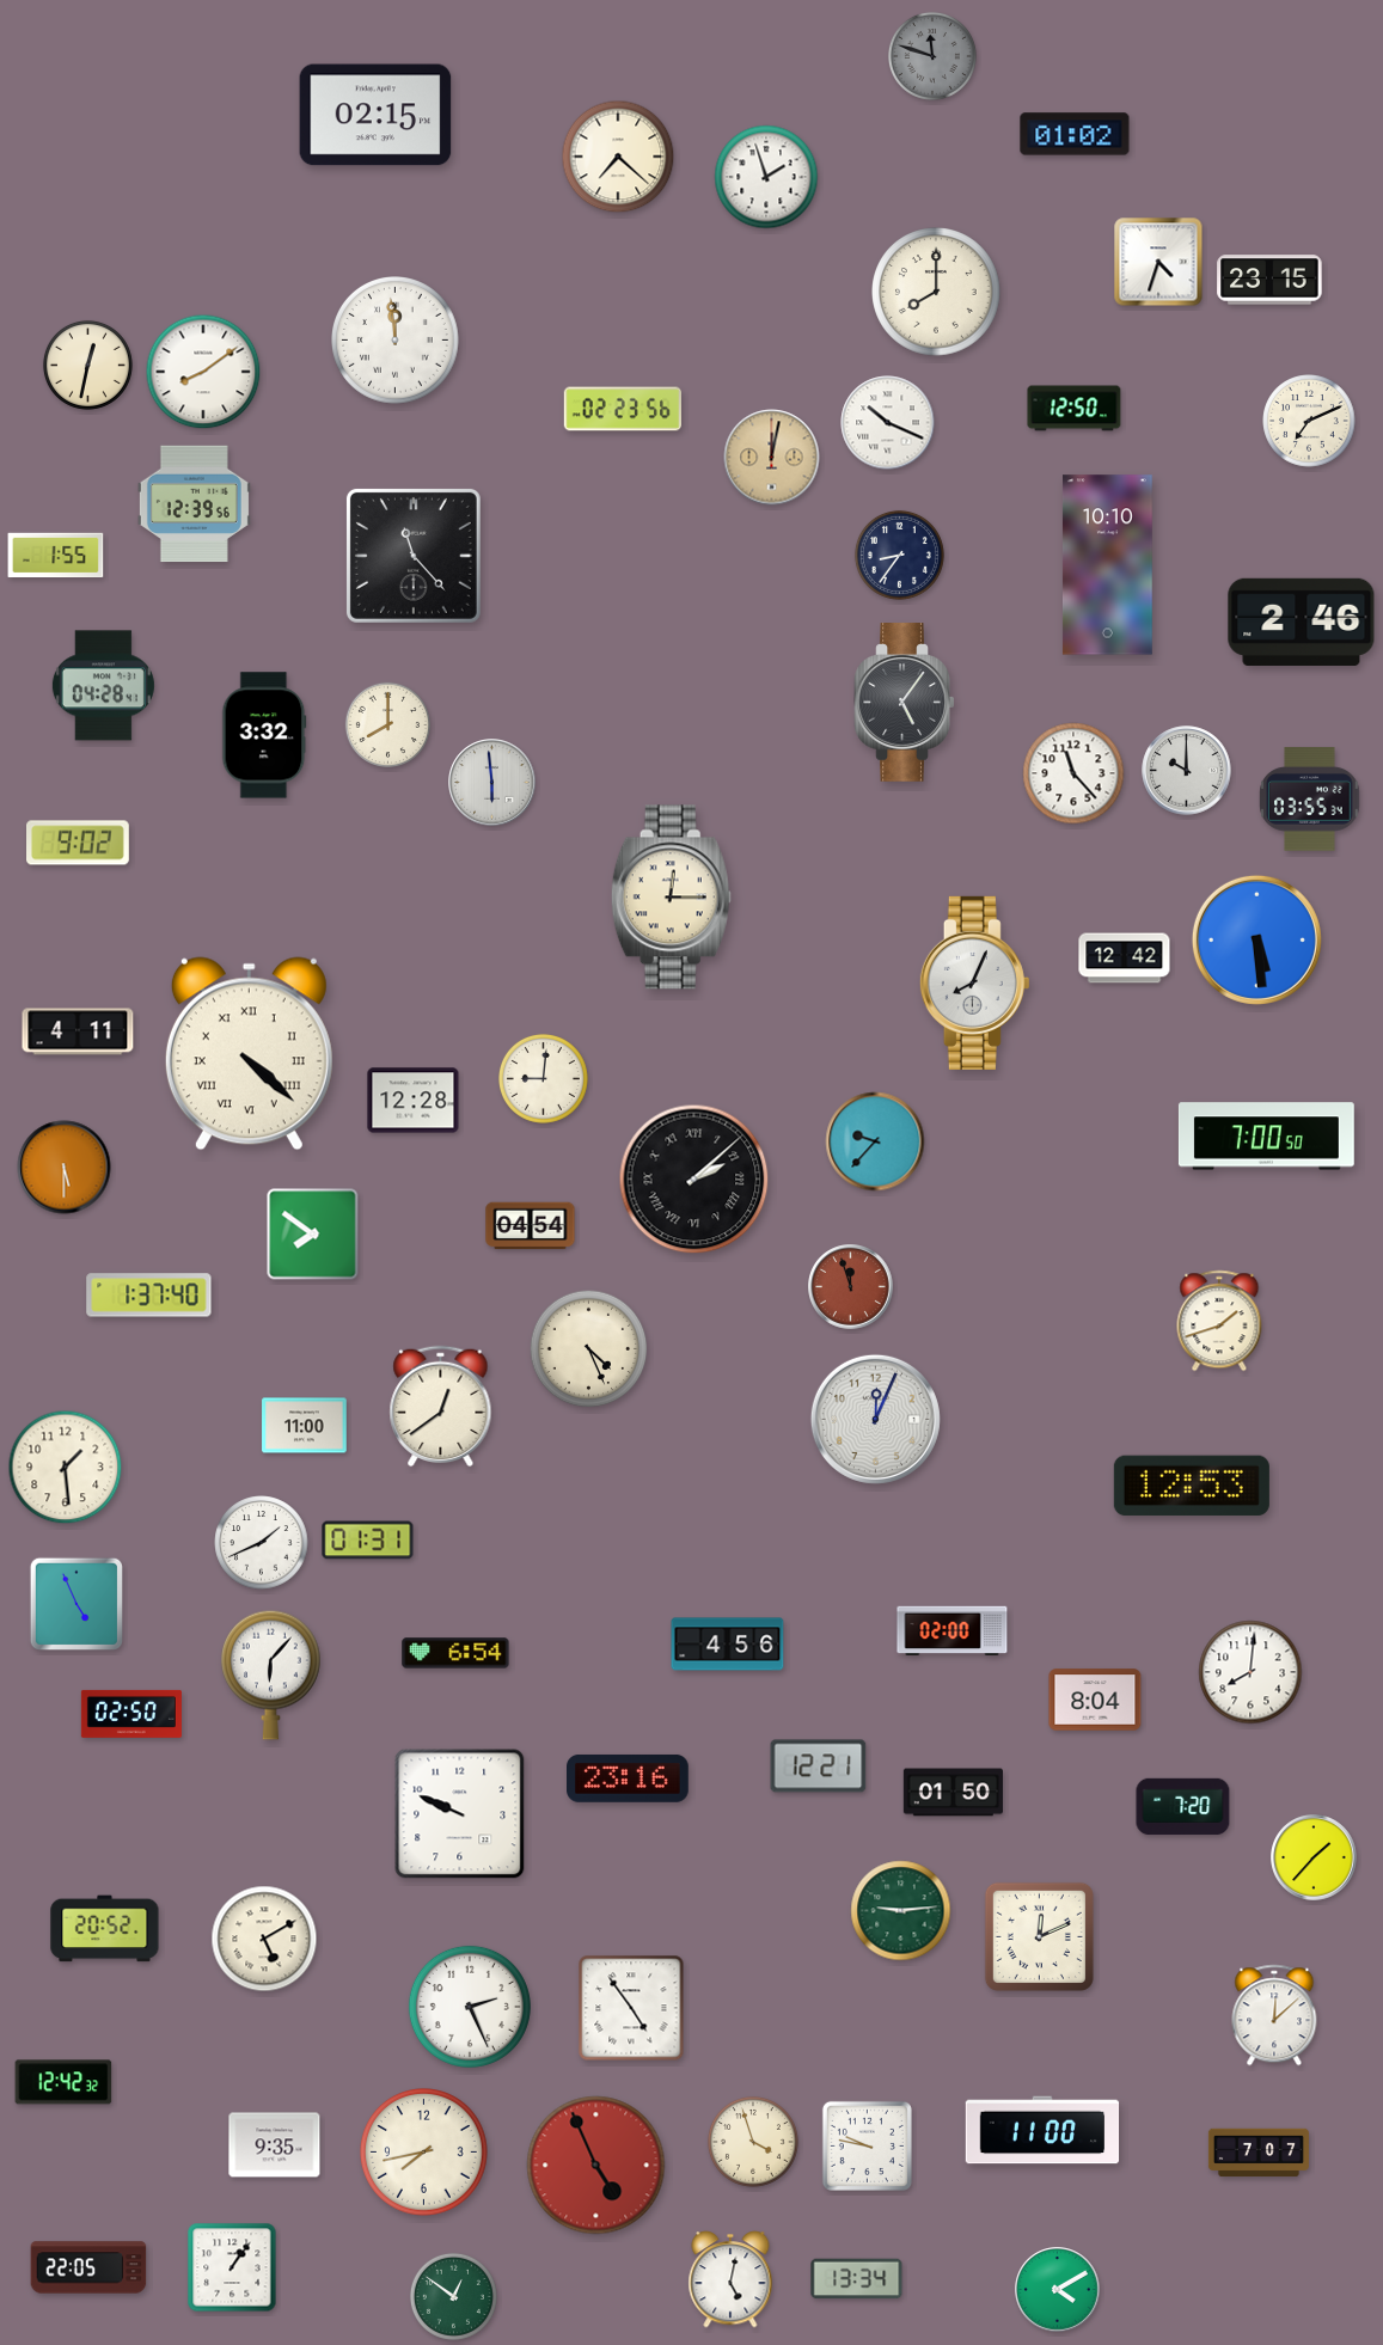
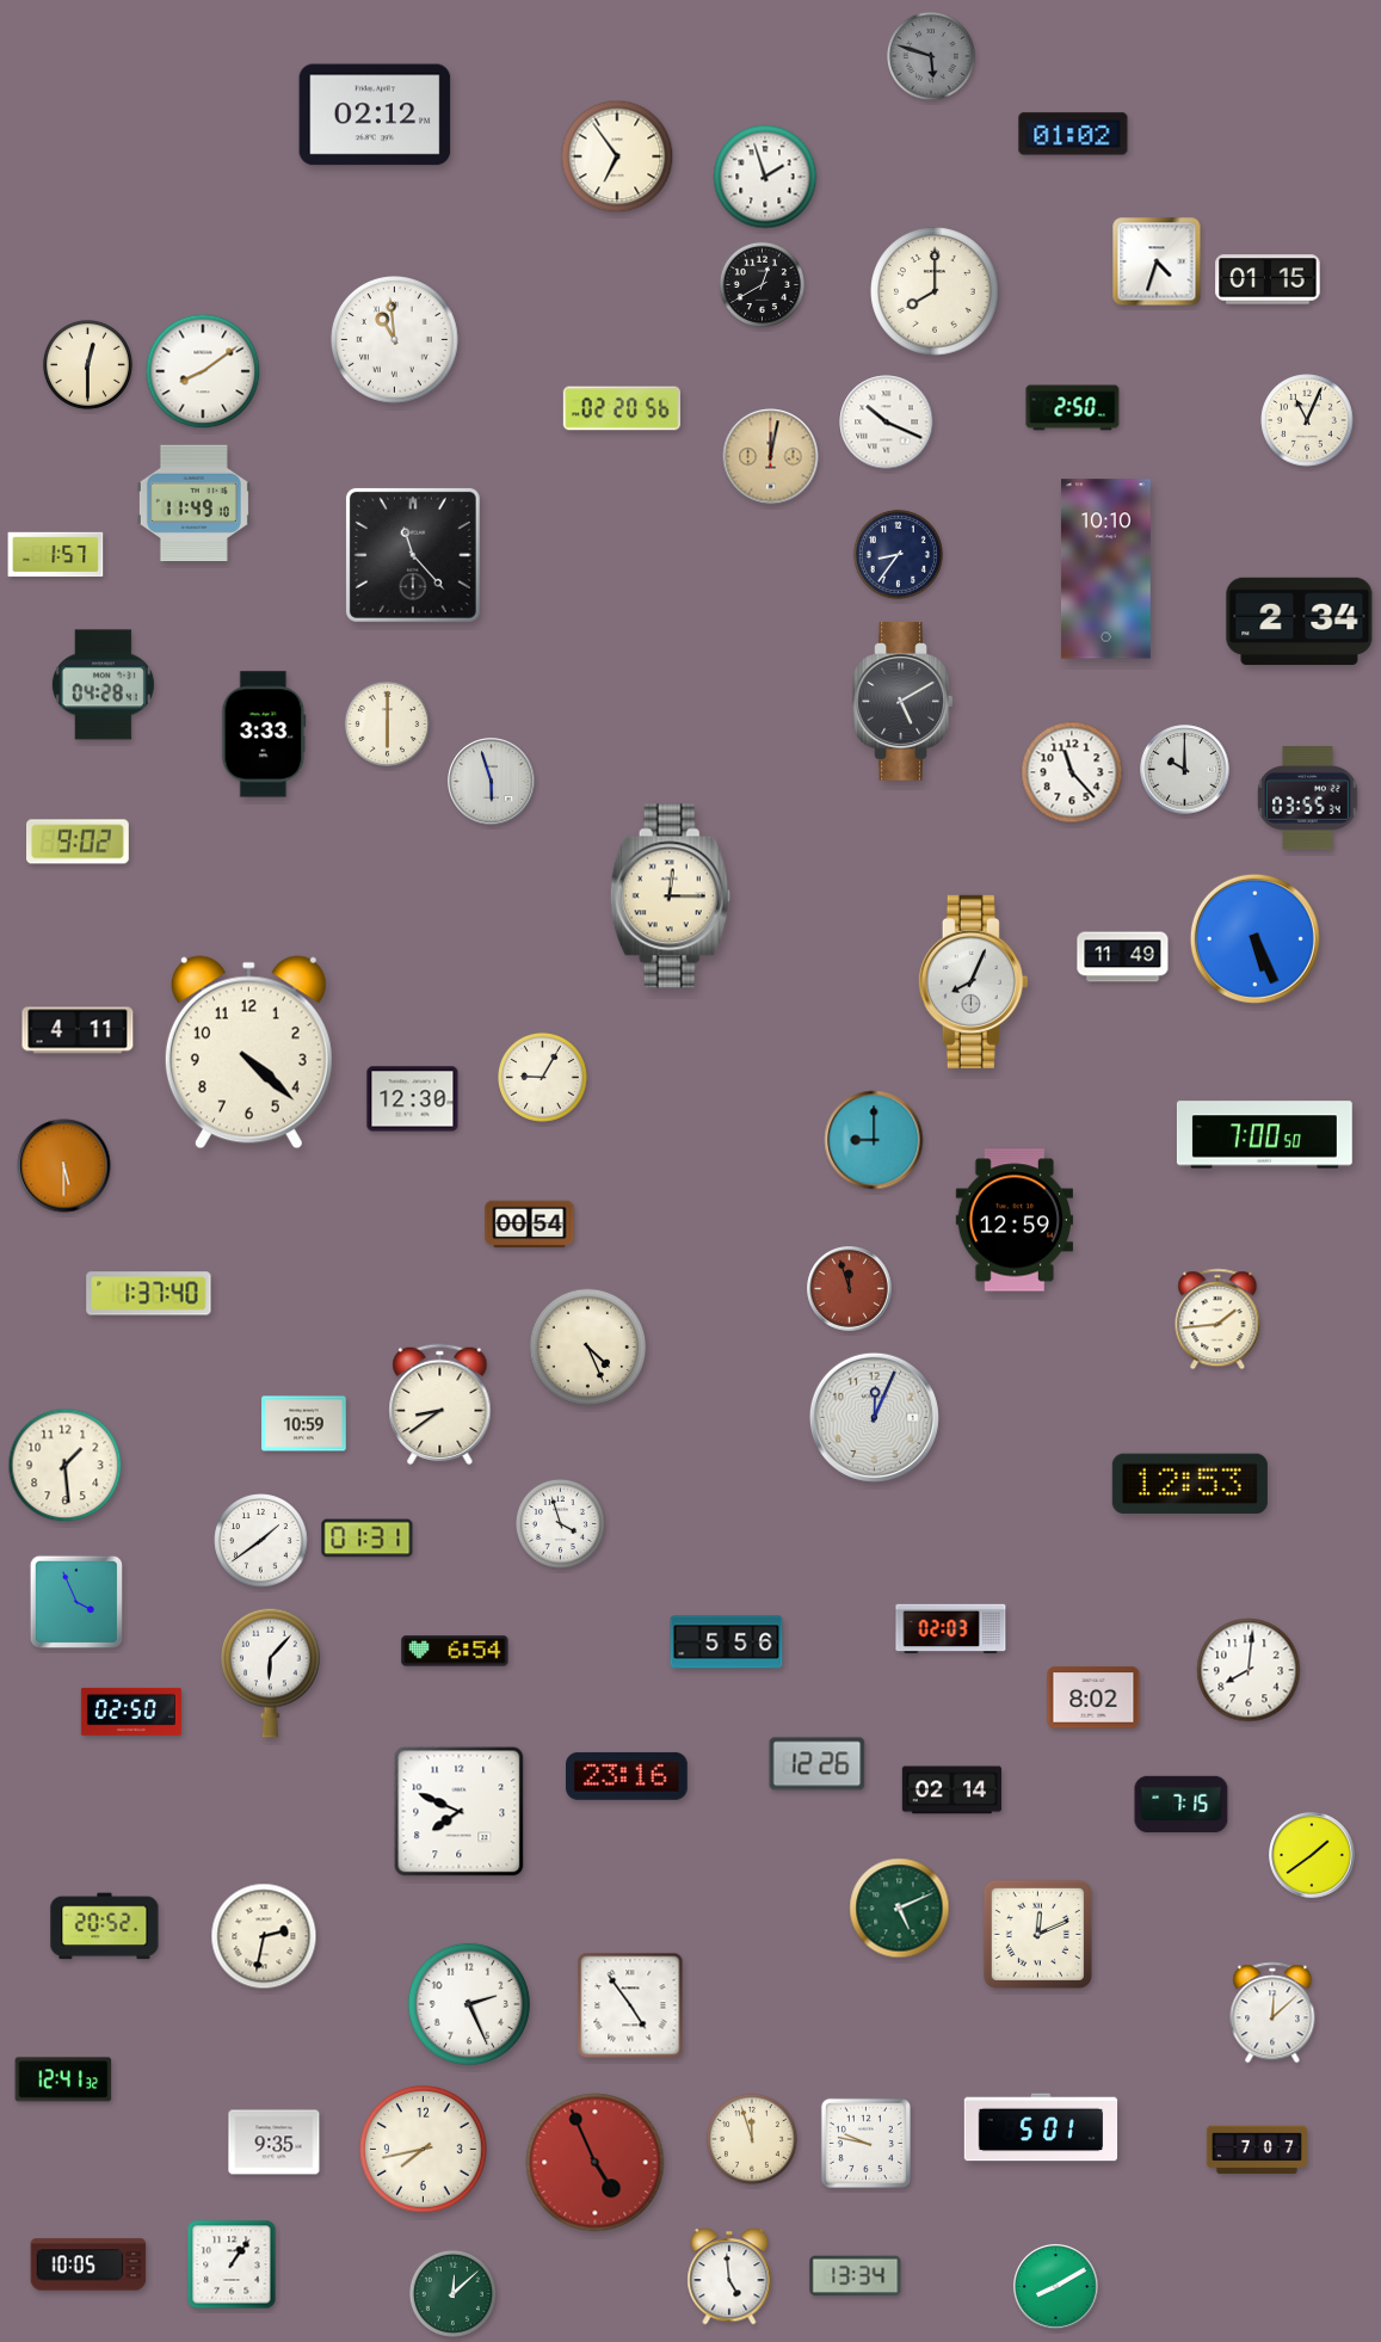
clock at (932, 56): 11:48 -> 5:48
clock at (375, 115): 02:15 -> 02:12
clock at (618, 157): 7:22 -> 6:54
clock at (1269, 280): 23:15 -> 01:15
clock at (762, 284): none -> 12:40
clock at (396, 341): 11:59 -> 10:59
clock at (87, 365): 12:32 -> 12:30
clock at (622, 409): 02:23 -> 02:20
clock at (1075, 409): 12:50 -> 2:50
clock at (1309, 421): 7:11 -> 11:04
clock at (194, 504): 12:39 -> 11:49
clock at (56, 556): 1:55 -> 1:57
clock at (1107, 565) position: (1107, 565) -> (1105, 569)
clock at (1302, 622): 2:46 -> 2:34
clock at (905, 703): 5:06 -> 5:10
clock at (387, 724): 8:00 -> 6:00
clock at (264, 735): 3:32 -> 3:33
clock at (492, 783): 5:59 -> 5:57
clock at (1256, 939): 5:29 -> 5:26
clock at (1125, 959): 12:42 -> 11:49
clock at (249, 1054) numerals: Roman -> Arabic
clock at (543, 1078): 9:01 -> 9:05
clock at (414, 1101): 12:28 -> 12:30
clock at (875, 1141): 9:37 -> 9:00
clock at (694, 1180): 2:08 -> none
clock at (1013, 1220): none -> 12:59
clock at (531, 1226): 04:54 -> 00:54
clock at (313, 1235): 7:51 -> none
clock at (851, 1287) position: (851, 1287) -> (850, 1289)
clock at (1219, 1321): 1:42 -> 1:44
clock at (441, 1407): 12:39 -> 8:39
clock at (305, 1426): 11:00 -> 10:59
clock at (560, 1523): none -> 3:57
clock at (262, 1543): 1:41 -> 1:39
clock at (75, 1603): 4:56 -> 3:56
clock at (953, 1631): 02:00 -> 02:03
clock at (728, 1645): 4:56 -> 5:56
clock at (1095, 1700): 8:04 -> 8:02
clock at (819, 1767): 12:21 -> 12:26
clock at (953, 1793): 01:50 -> 02:14
clock at (1183, 1807): 7:20 -> 7:15
clock at (460, 1814): 9:49 -> 7:49
clock at (1314, 1857): 1:37 -> 1:39
clock at (901, 1911): 9:14 -> 5:11
clock at (264, 1939): 5:10 -> 2:32
clock at (63, 2082): 12:42 -> 12:41
clock at (1042, 2130): 11:00 -> 5:01
clock at (753, 2142): 3:57 -> 11:57
clock at (88, 2267): 22:05 -> 10:05
clock at (730, 2279): 5:02 -> 4:59
clock at (1058, 2290): 4:10 -> 8:10
clock at (453, 2296): 12:51 -> 12:08
